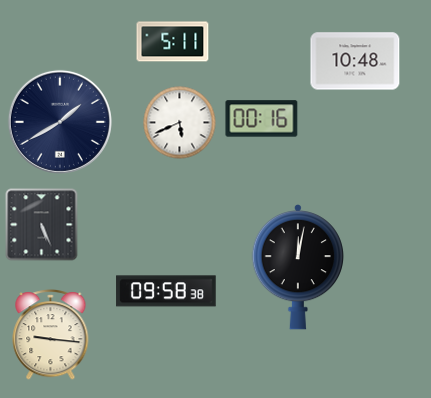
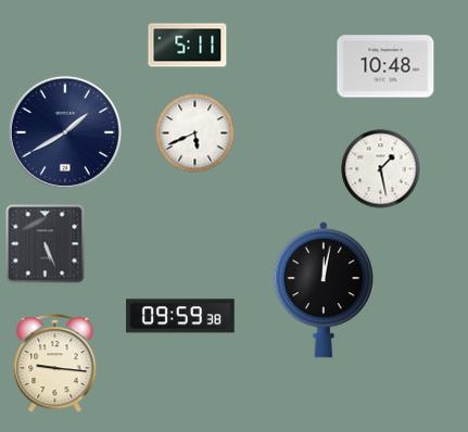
clock at (262, 119): 00:16 -> none
clock at (381, 169): none -> 1:28
clock at (166, 291): 09:58 -> 09:59
